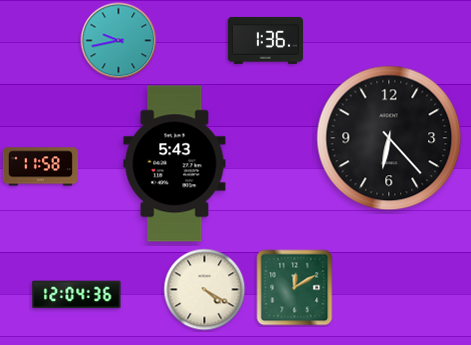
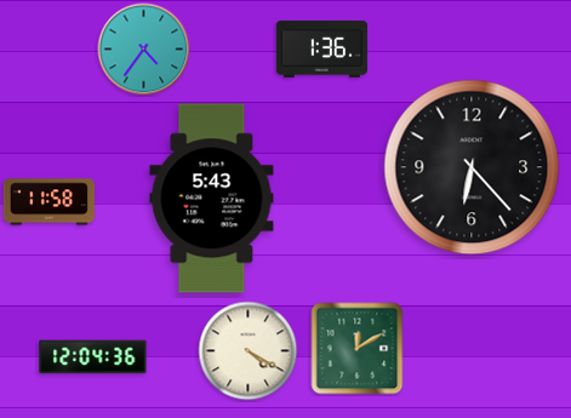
clock at (119, 41): 9:43 -> 4:36
